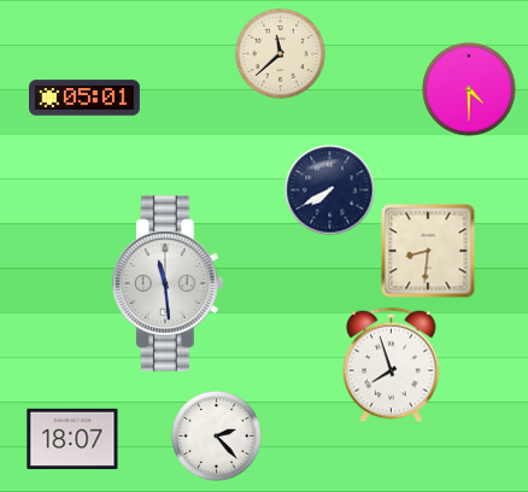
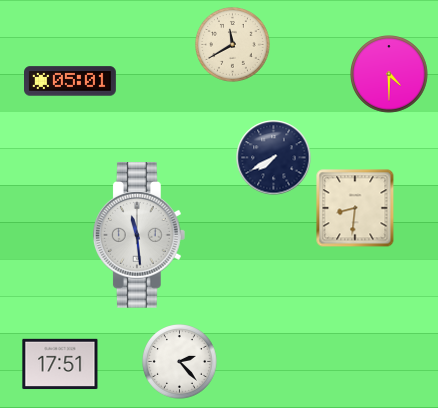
clock at (281, 54): 11:38 -> 11:40
clock at (392, 365): 7:57 -> none
clock at (72, 439): 18:07 -> 17:51
